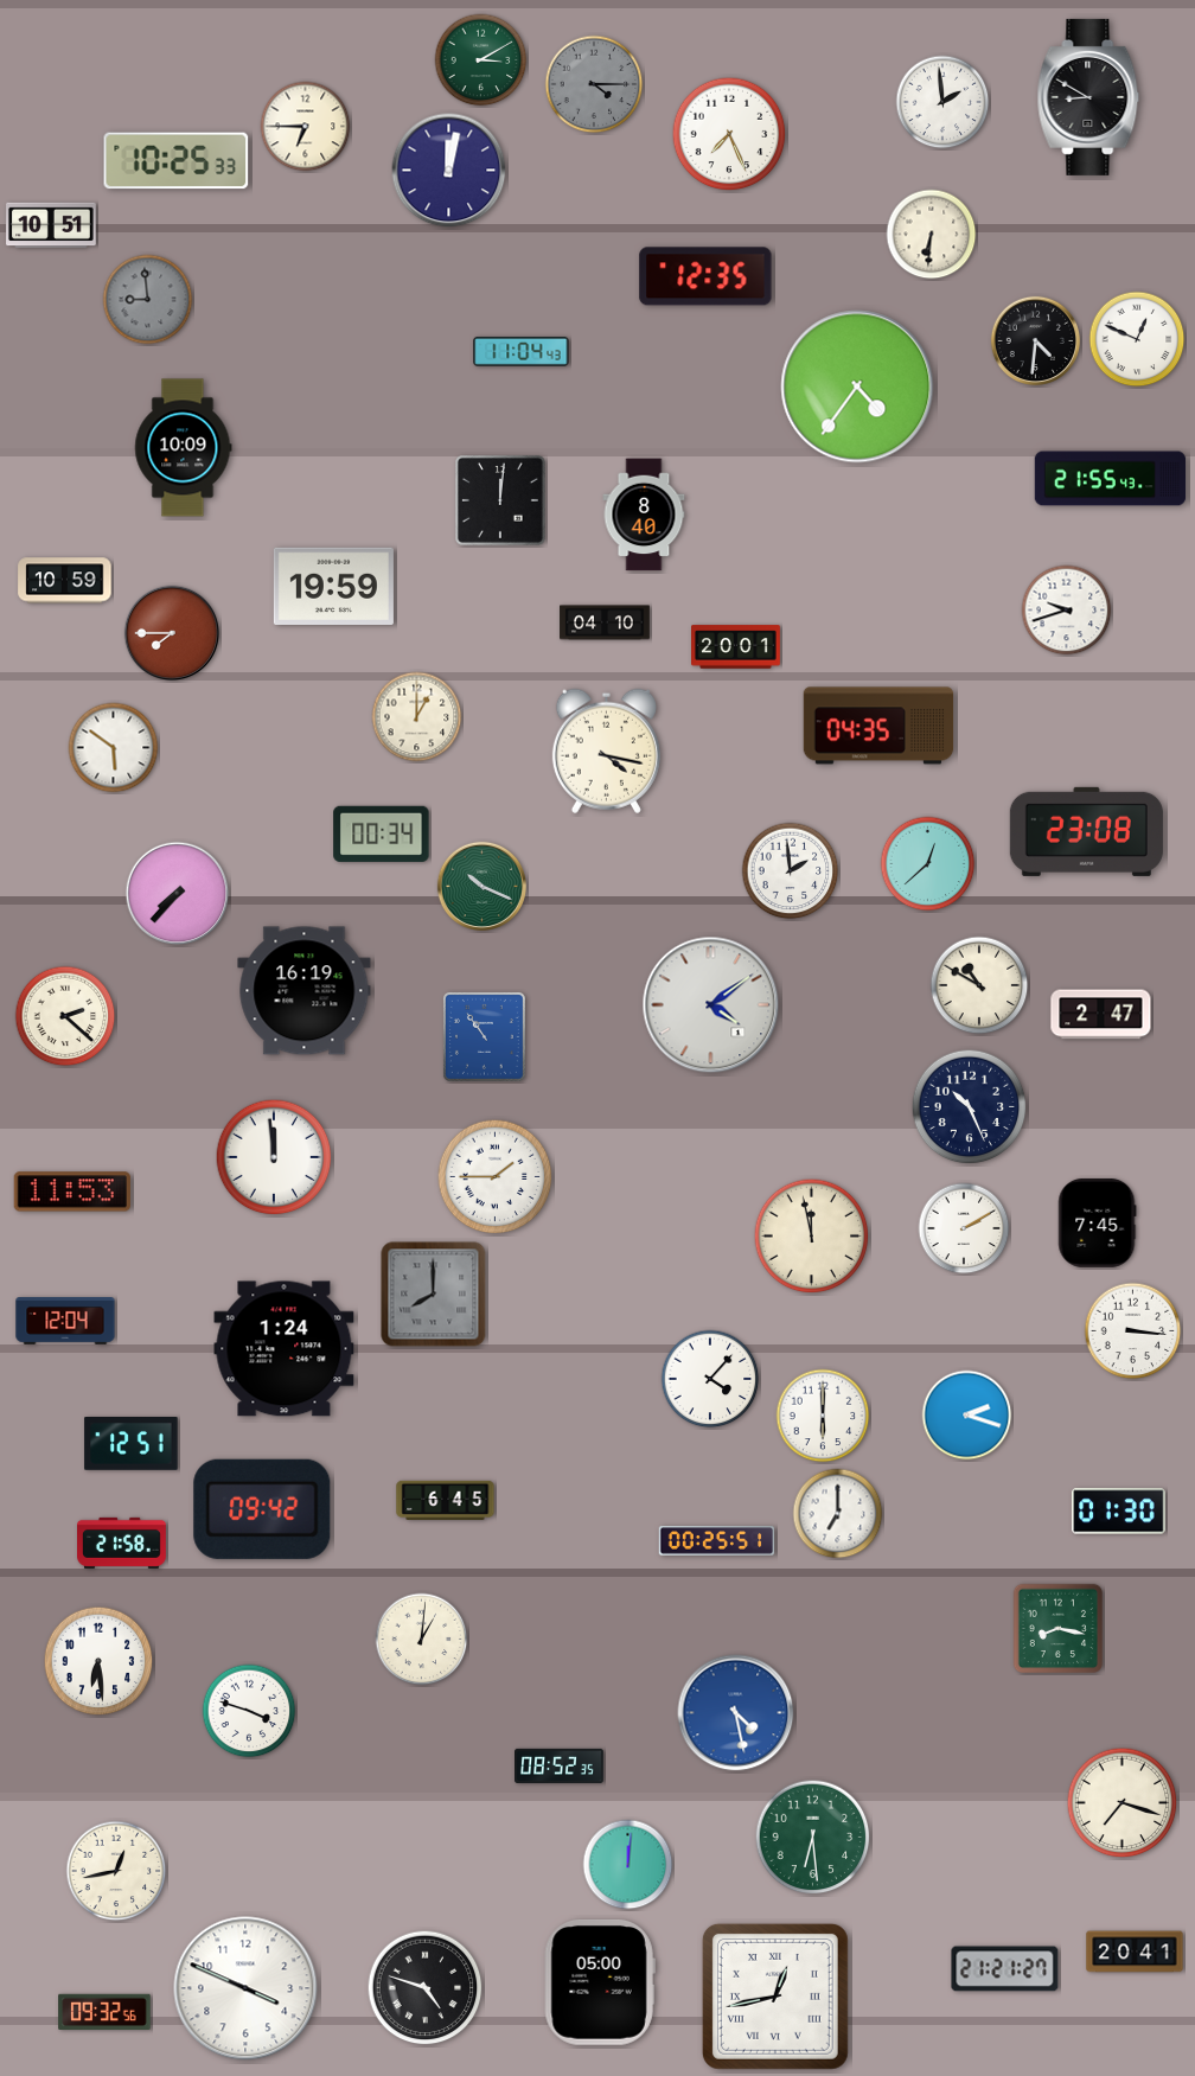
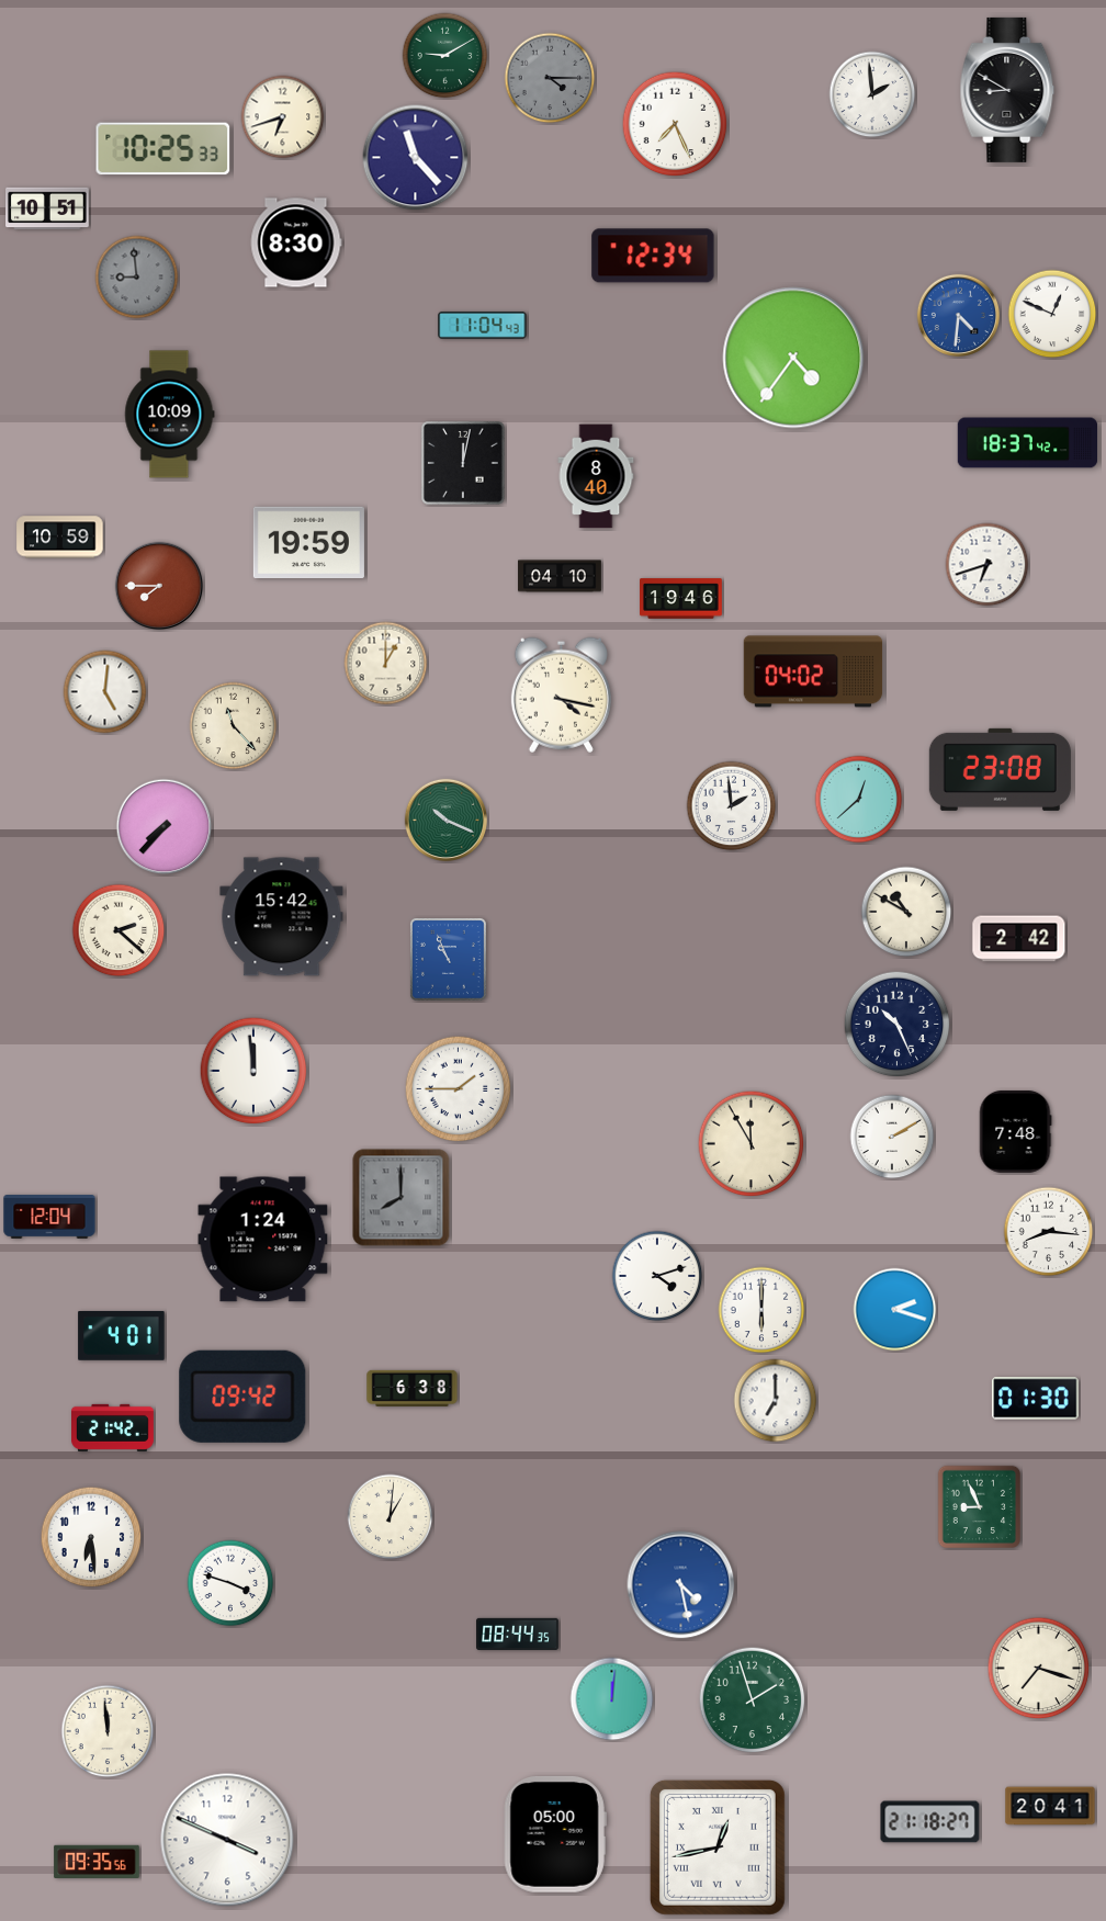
clock at (481, 60): 3:10 -> 9:10
clock at (306, 127): 6:45 -> 6:42
clock at (449, 171): 12:02 -> 11:23
clock at (932, 235): 6:31 -> none
clock at (296, 242): none -> 8:30
clock at (705, 276): 12:35 -> 12:34
clock at (1035, 340) dial: black -> blue
clock at (1111, 479): 21:55 -> 18:37
clock at (501, 502): 12:01 -> 12:02
clock at (1067, 611): 9:42 -> 6:42
clock at (736, 647): 20:01 -> 19:46
clock at (878, 726): 04:35 -> 04:02
clock at (114, 748): 5:51 -> 5:01
clock at (234, 726): none -> 11:23
clock at (1086, 831) position: (1086, 831) -> (1000, 769)
clock at (382, 833): 00:34 -> none
clock at (305, 991): 16:19 -> 15:42
clock at (711, 1005): 4:09 -> none
clock at (1101, 1015): 2:47 -> 2:42
clock at (65, 1016) position: (65, 1016) -> (119, 930)
clock at (484, 1036): 10:54 -> 10:56
clock at (72, 1192): 11:53 -> none
clock at (1098, 1222): 7:45 -> 7:48
clock at (812, 1237): 11:58 -> 11:55
clock at (65, 1322) position: (65, 1322) -> (49, 1218)
clock at (1133, 1331): 3:16 -> 8:16
clock at (285, 1349) position: (285, 1349) -> (263, 1240)
clock at (710, 1379): 4:07 -> 4:12
clock at (132, 1444): 12:51 -> 4:01
clock at (446, 1500): 6:45 -> 6:38
clock at (717, 1541): 00:25 -> none
clock at (122, 1542): 21:58 -> 21:42
clock at (1057, 1628): 8:17 -> 8:56
clock at (560, 1765): 08:52 -> 08:44
clock at (813, 1838): 6:29 -> 1:57
clock at (628, 1865) position: (628, 1865) -> (612, 1699)
clock at (116, 1871): 12:43 -> 11:59
clock at (1005, 1969): 21:21 -> 21:18
clock at (426, 1988): 4:48 -> none
clock at (104, 2011): 09:32 -> 09:35
